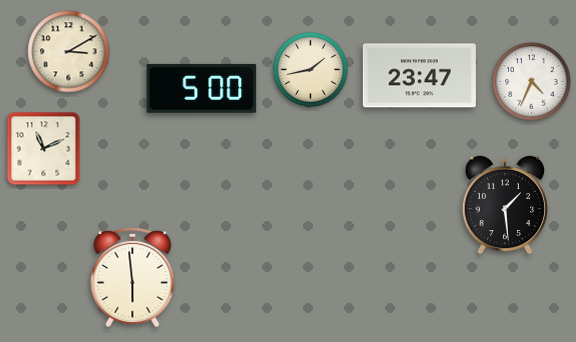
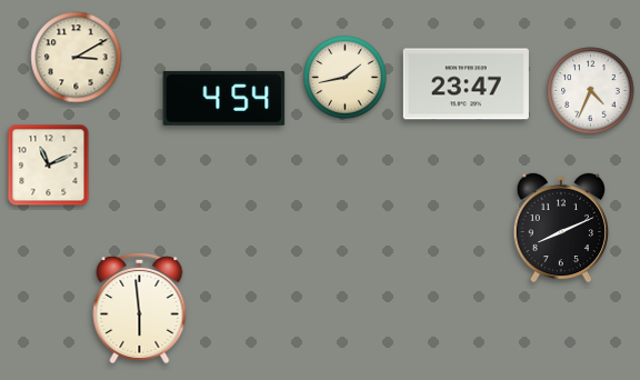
clock at (202, 88): 5:00 -> 4:54
clock at (504, 205): 1:29 -> 8:11
clock at (133, 277) position: (133, 277) -> (140, 308)
